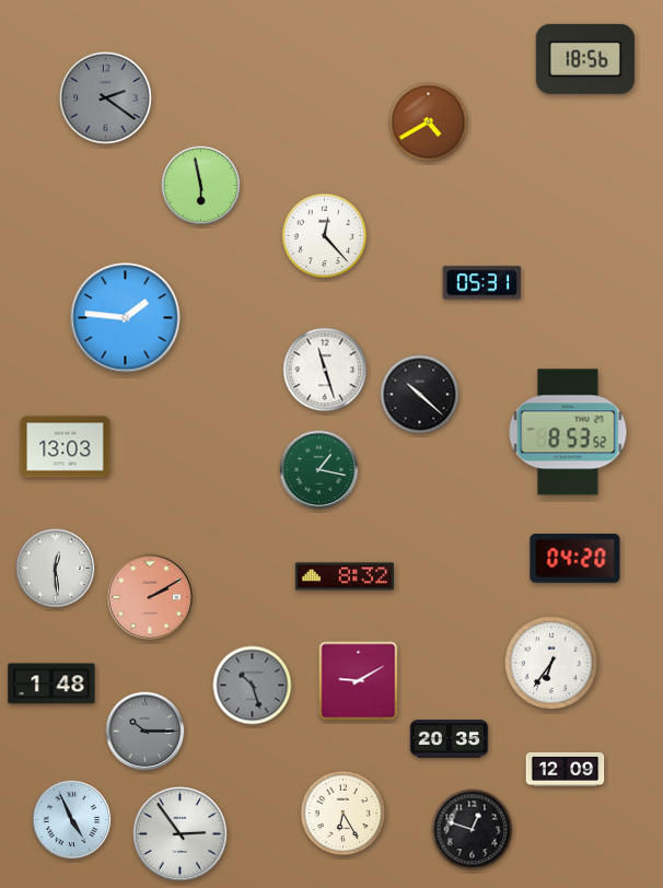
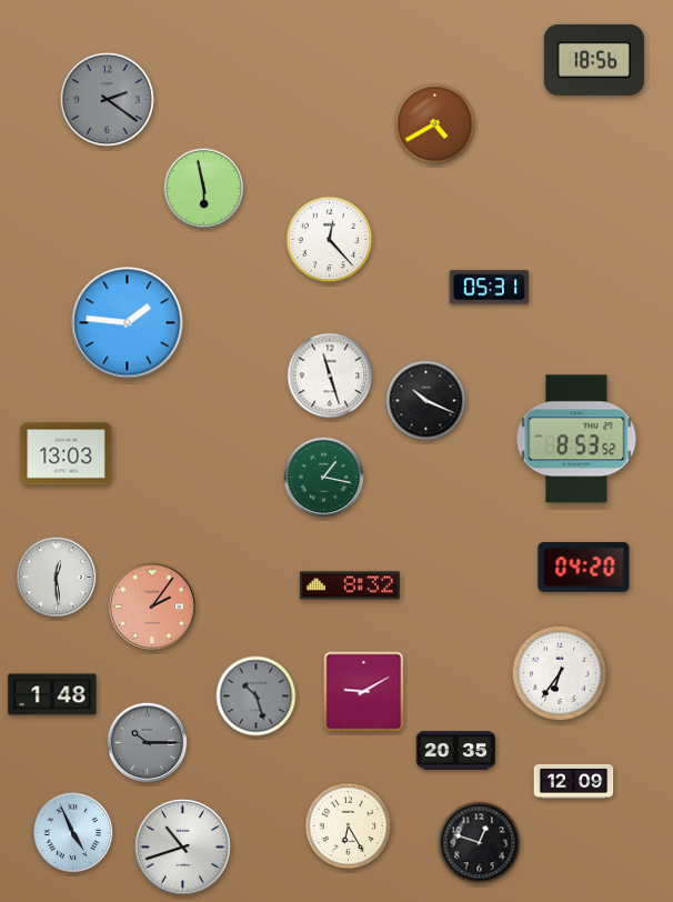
clock at (420, 395): 10:22 -> 10:19
clock at (149, 596): 2:10 -> 2:06
clock at (179, 833): 2:54 -> 10:42
